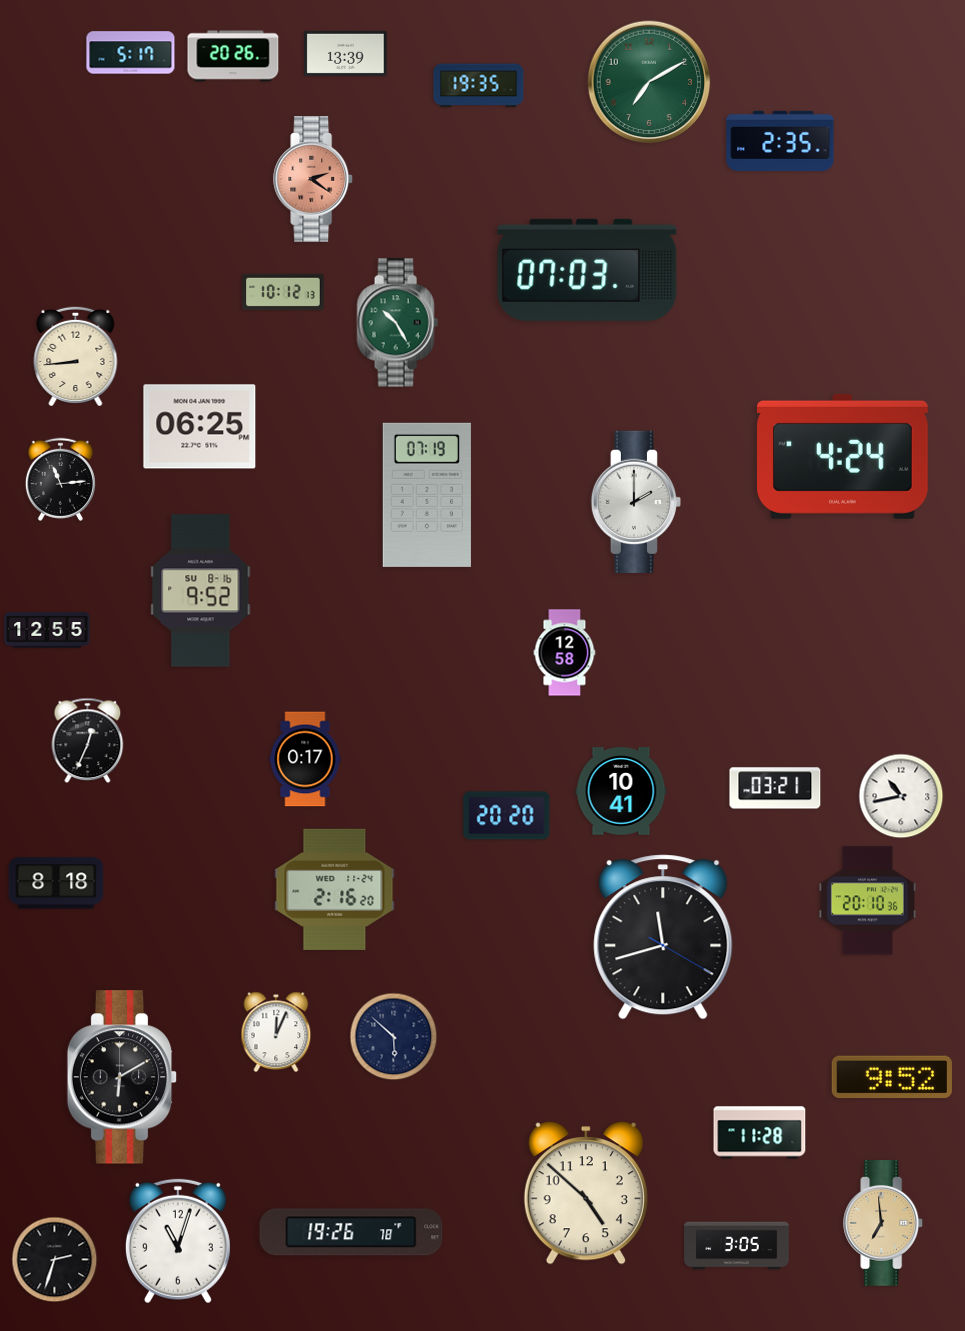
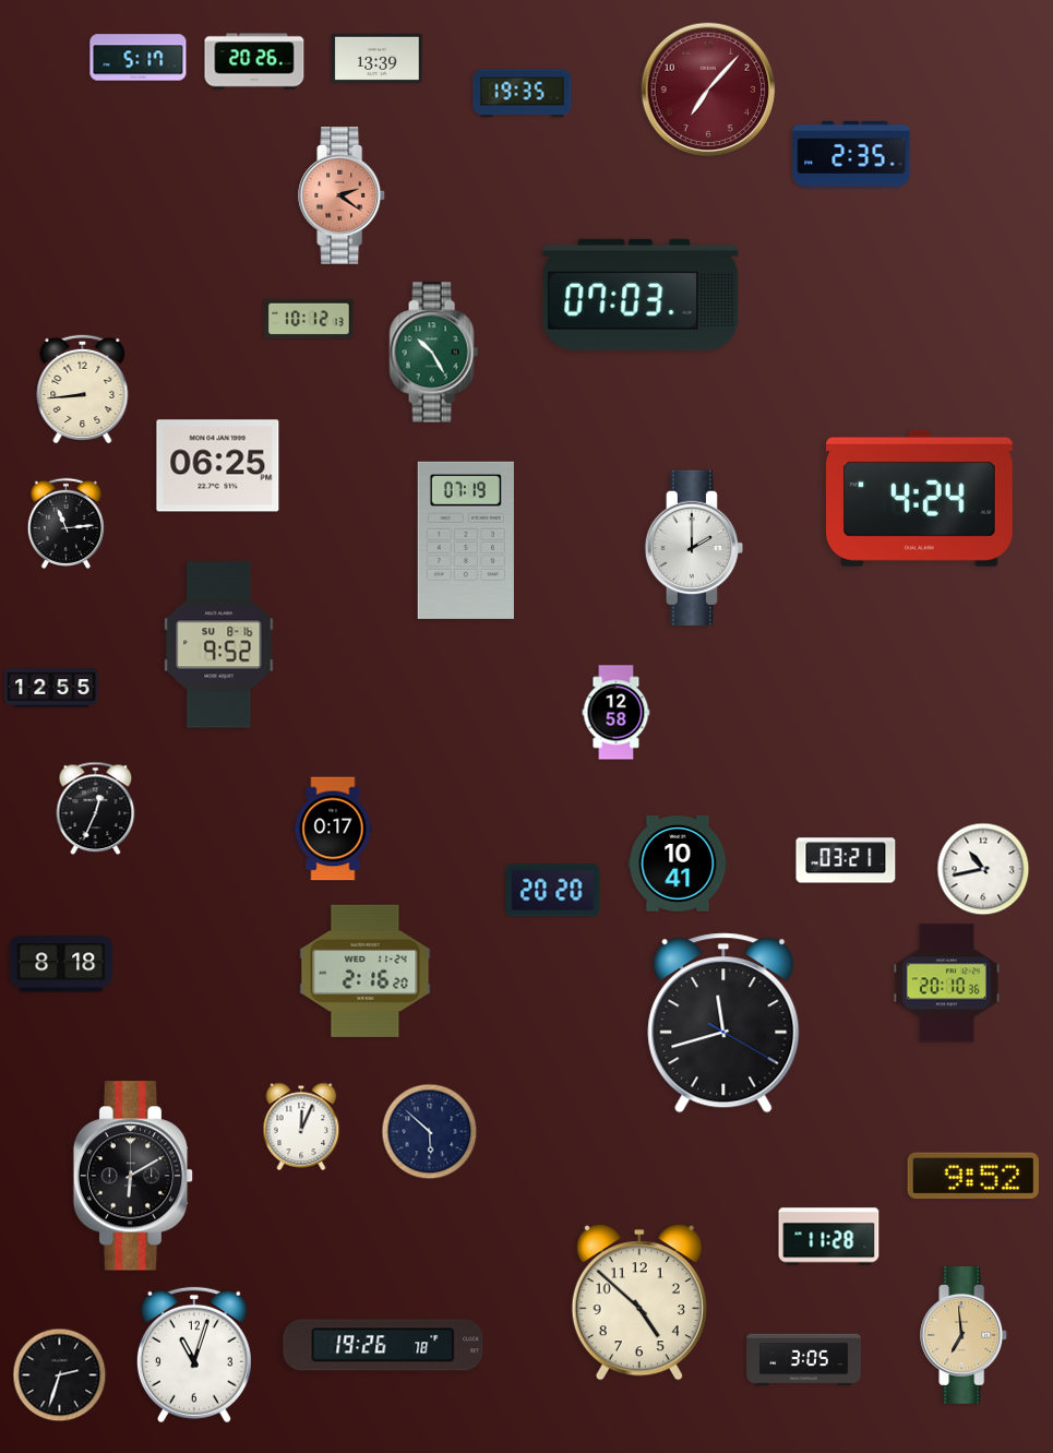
clock at (131, 53) position: (131, 53) -> (139, 58)
clock at (649, 82): 7:10 -> 7:07
clock at (649, 82) dial: green -> burgundy
